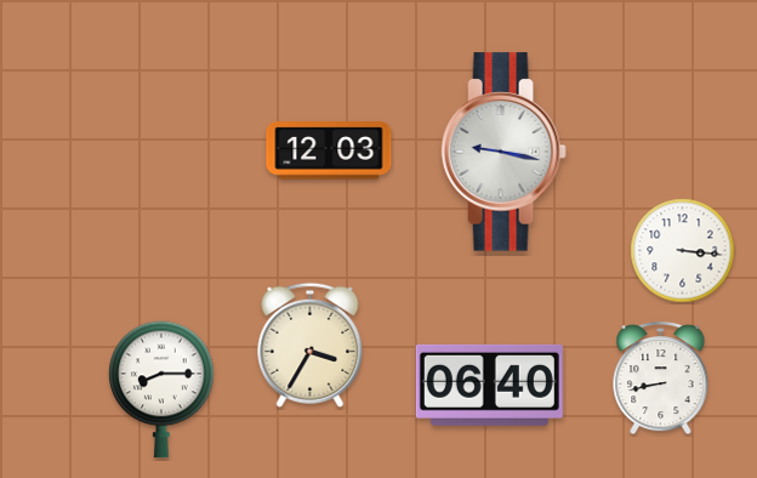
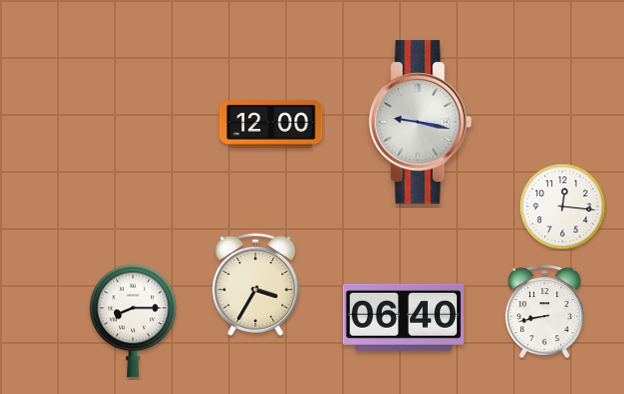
clock at (329, 150): 12:03 -> 12:00
clock at (503, 152) position: (503, 152) -> (420, 122)
clock at (683, 251): 3:16 -> 12:16
